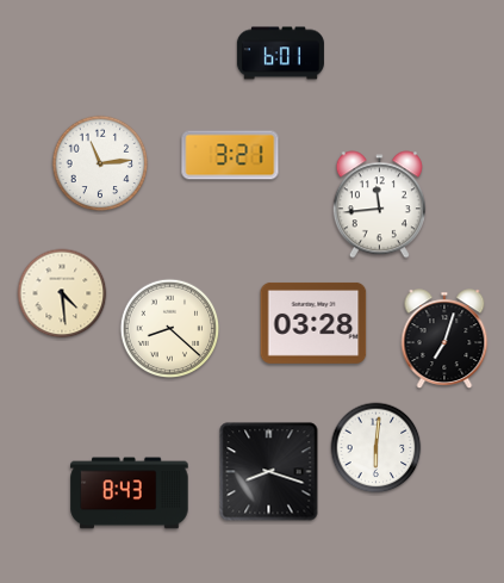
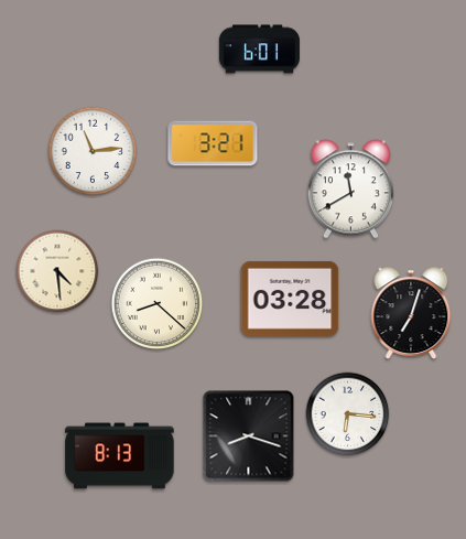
clock at (379, 205): 11:44 -> 11:40
clock at (377, 448): 6:01 -> 6:16
clock at (130, 494): 8:43 -> 8:13
